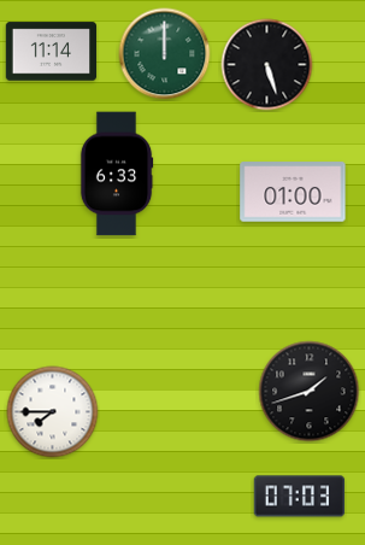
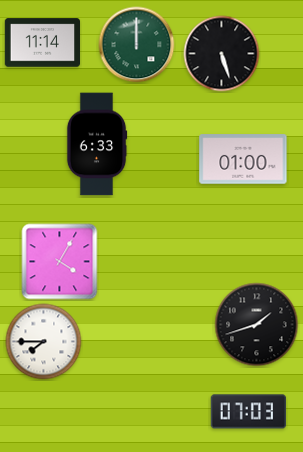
clock at (60, 262): none -> 4:05
